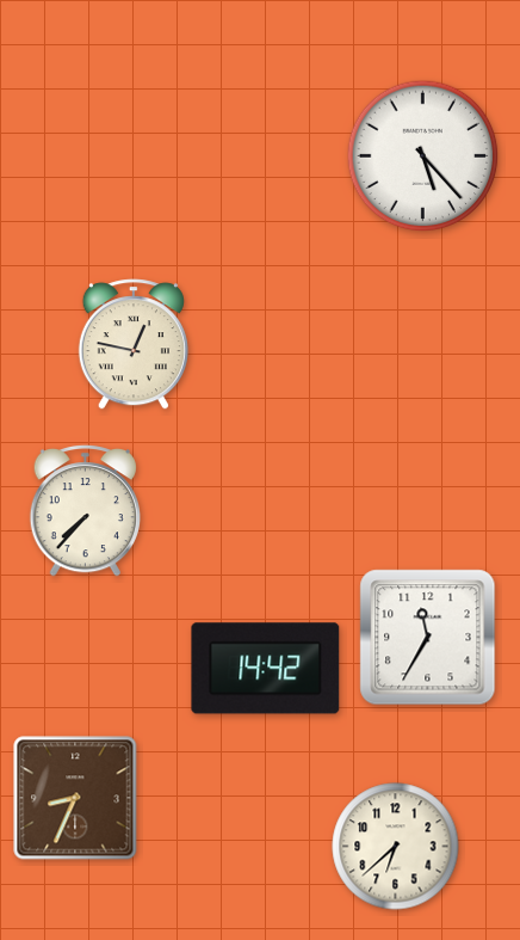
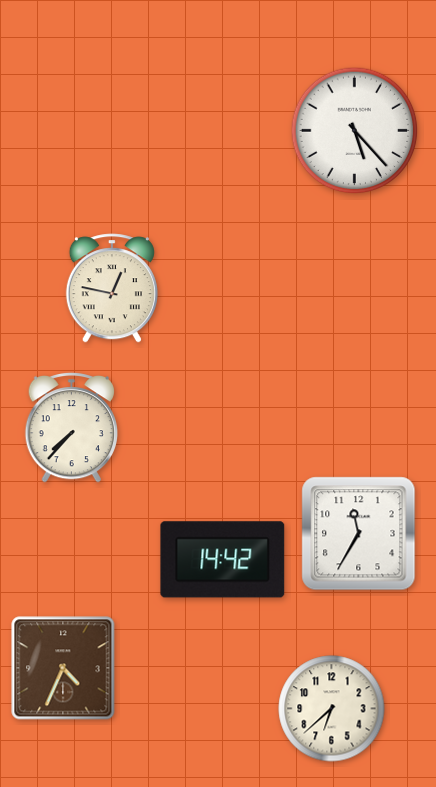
clock at (75, 798): 8:34 -> 4:34
